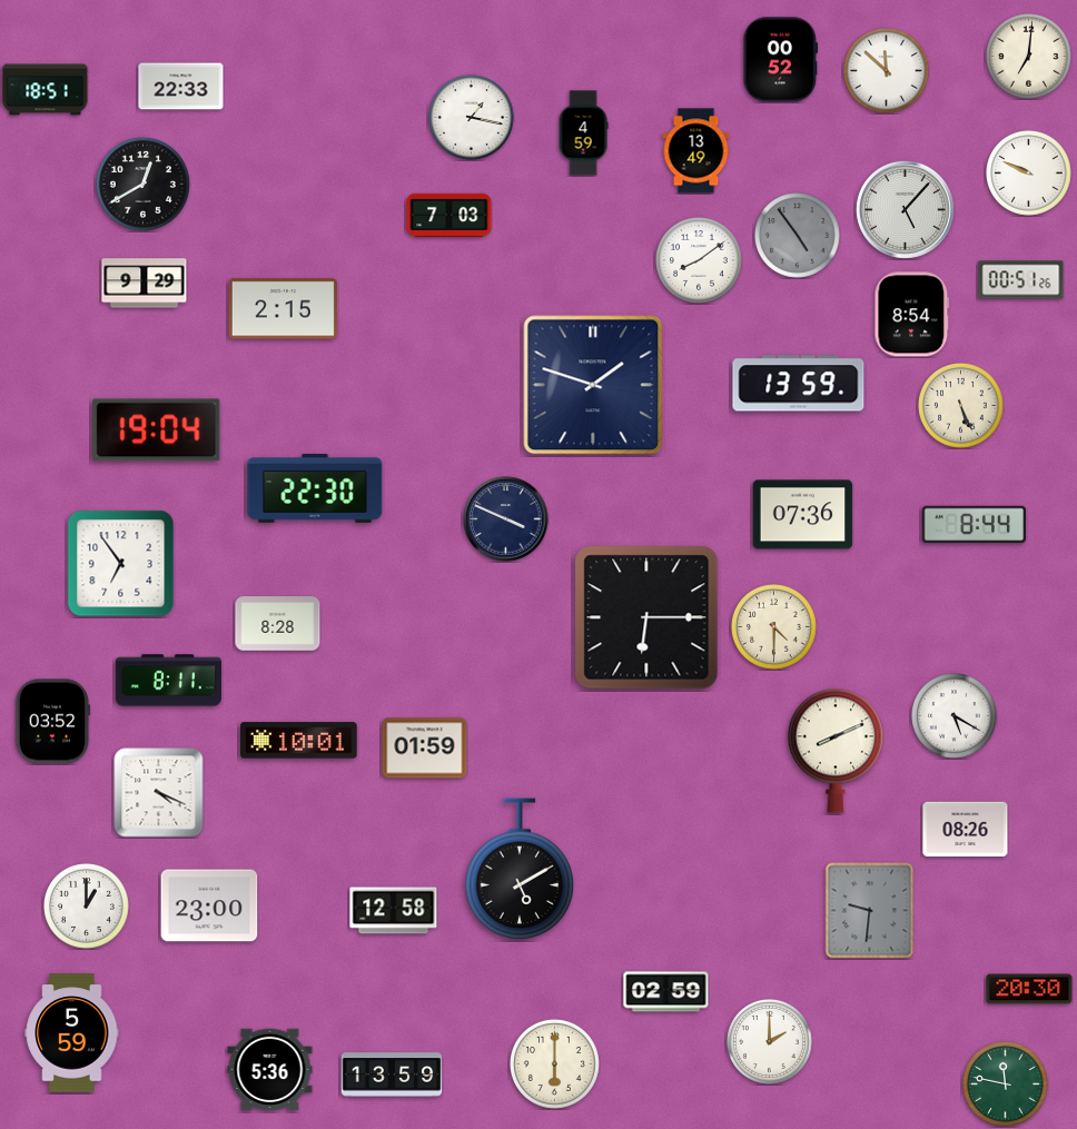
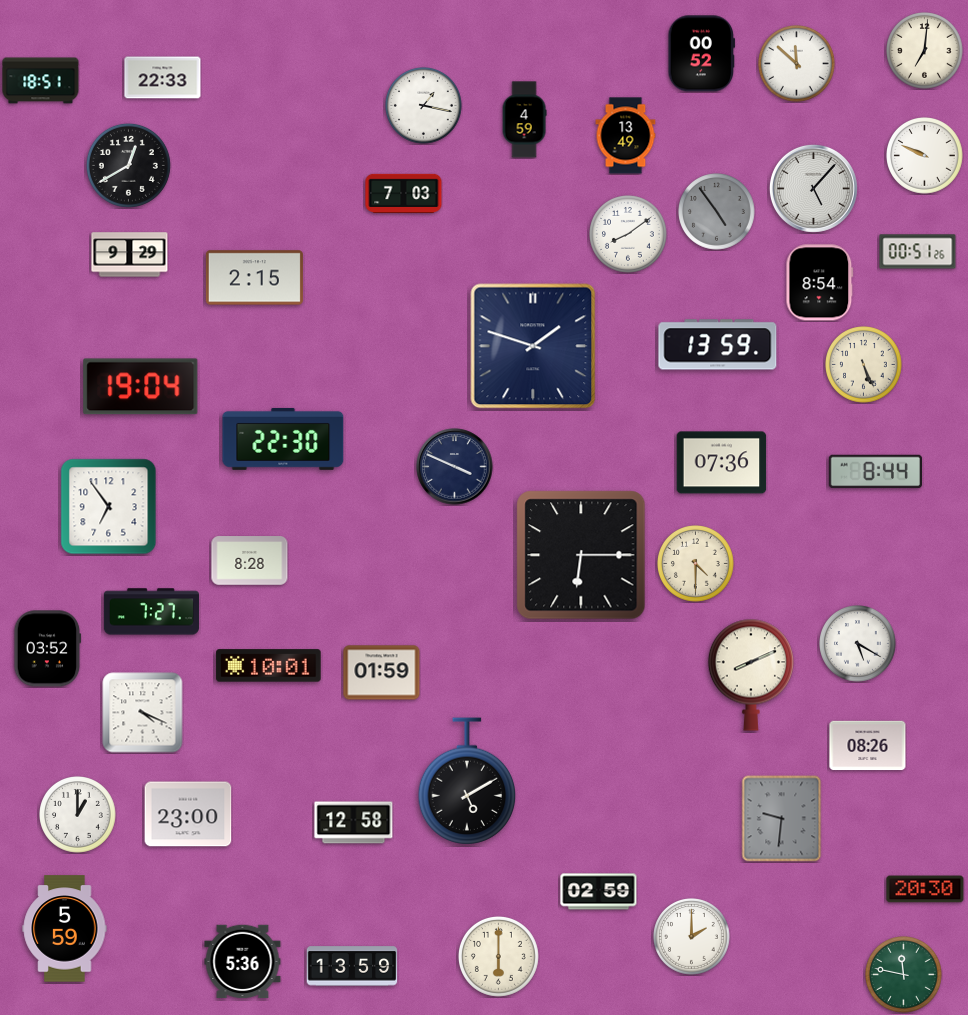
clock at (168, 681): 8:11 -> 7:27
clock at (394, 911) position: (394, 911) -> (354, 823)
